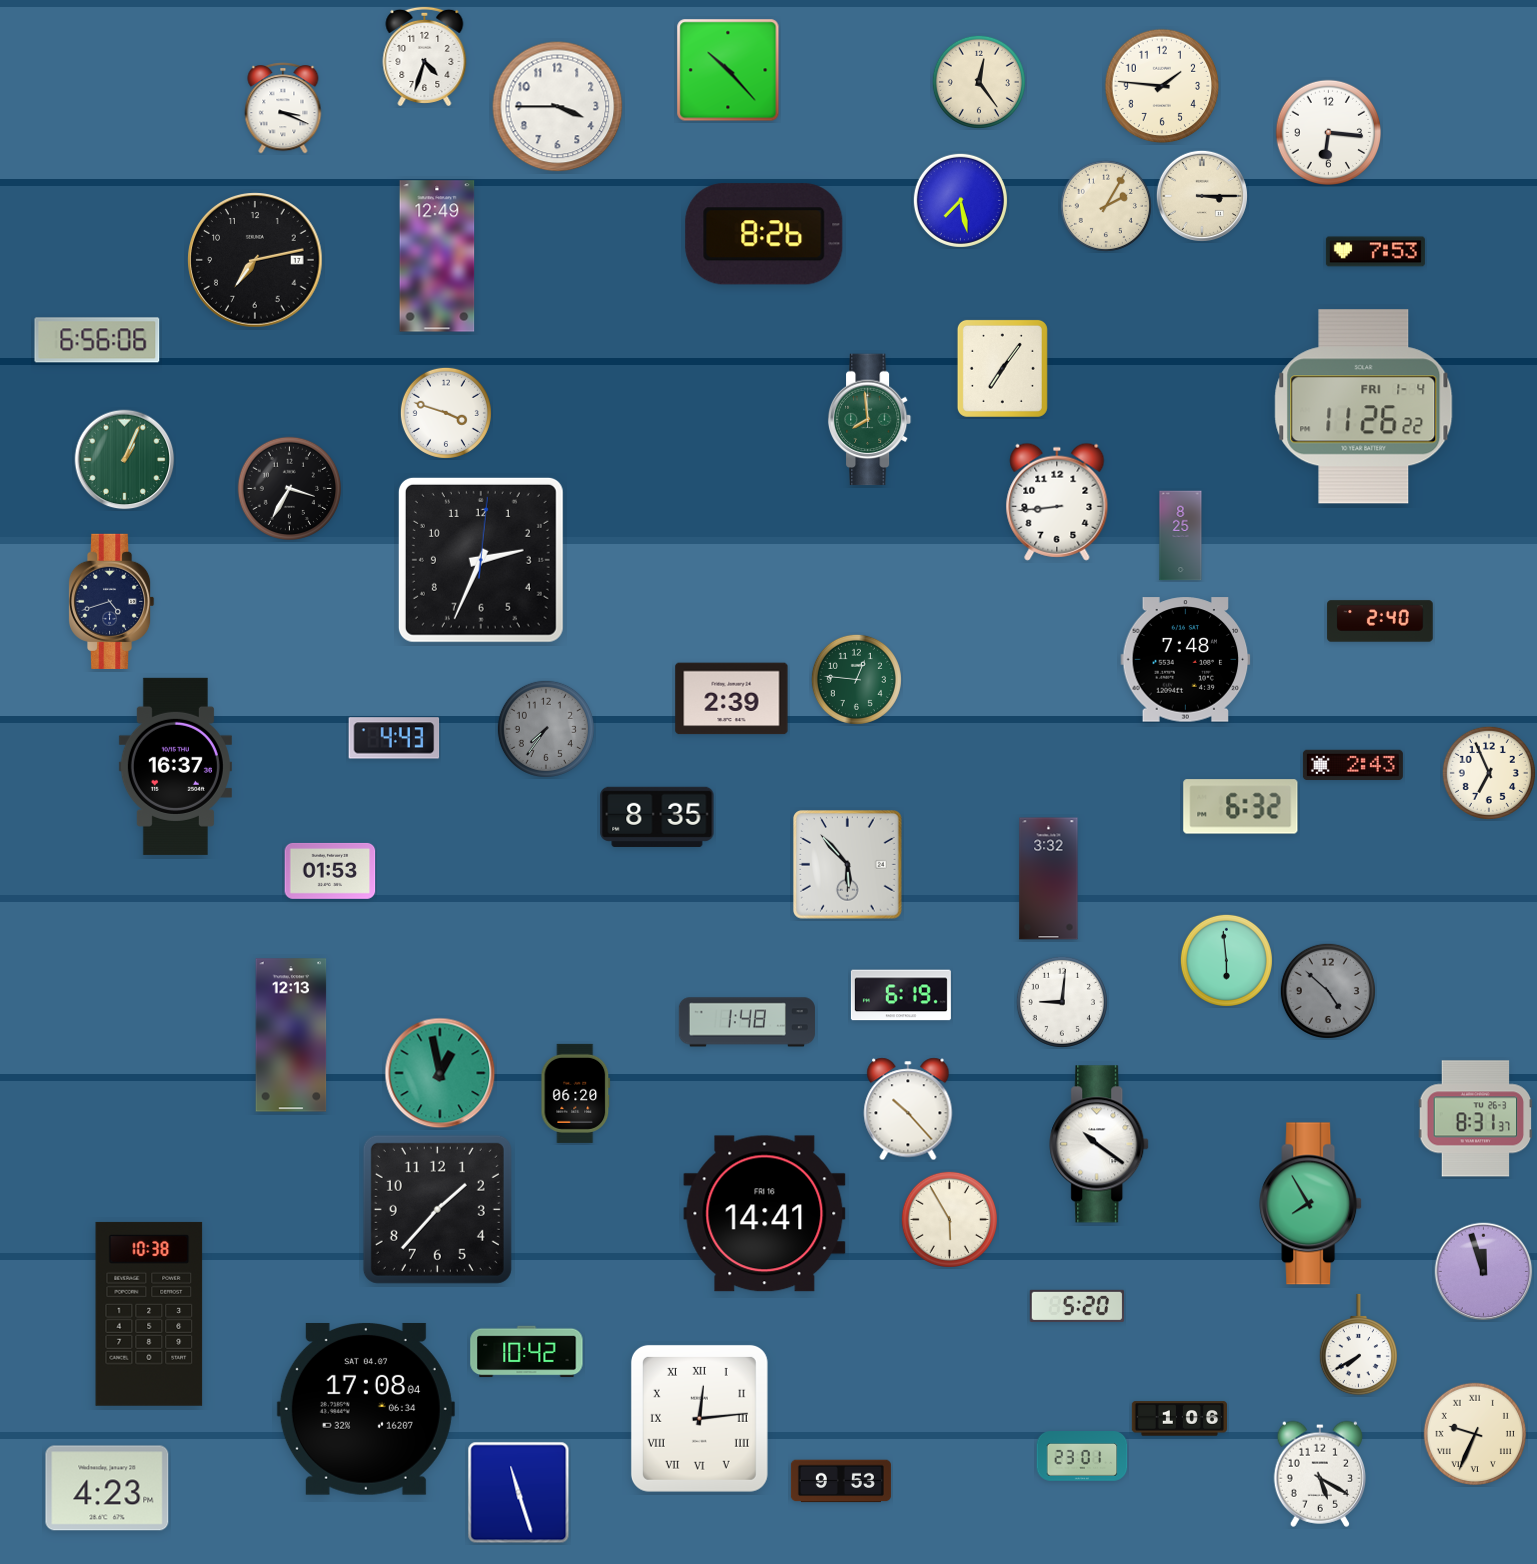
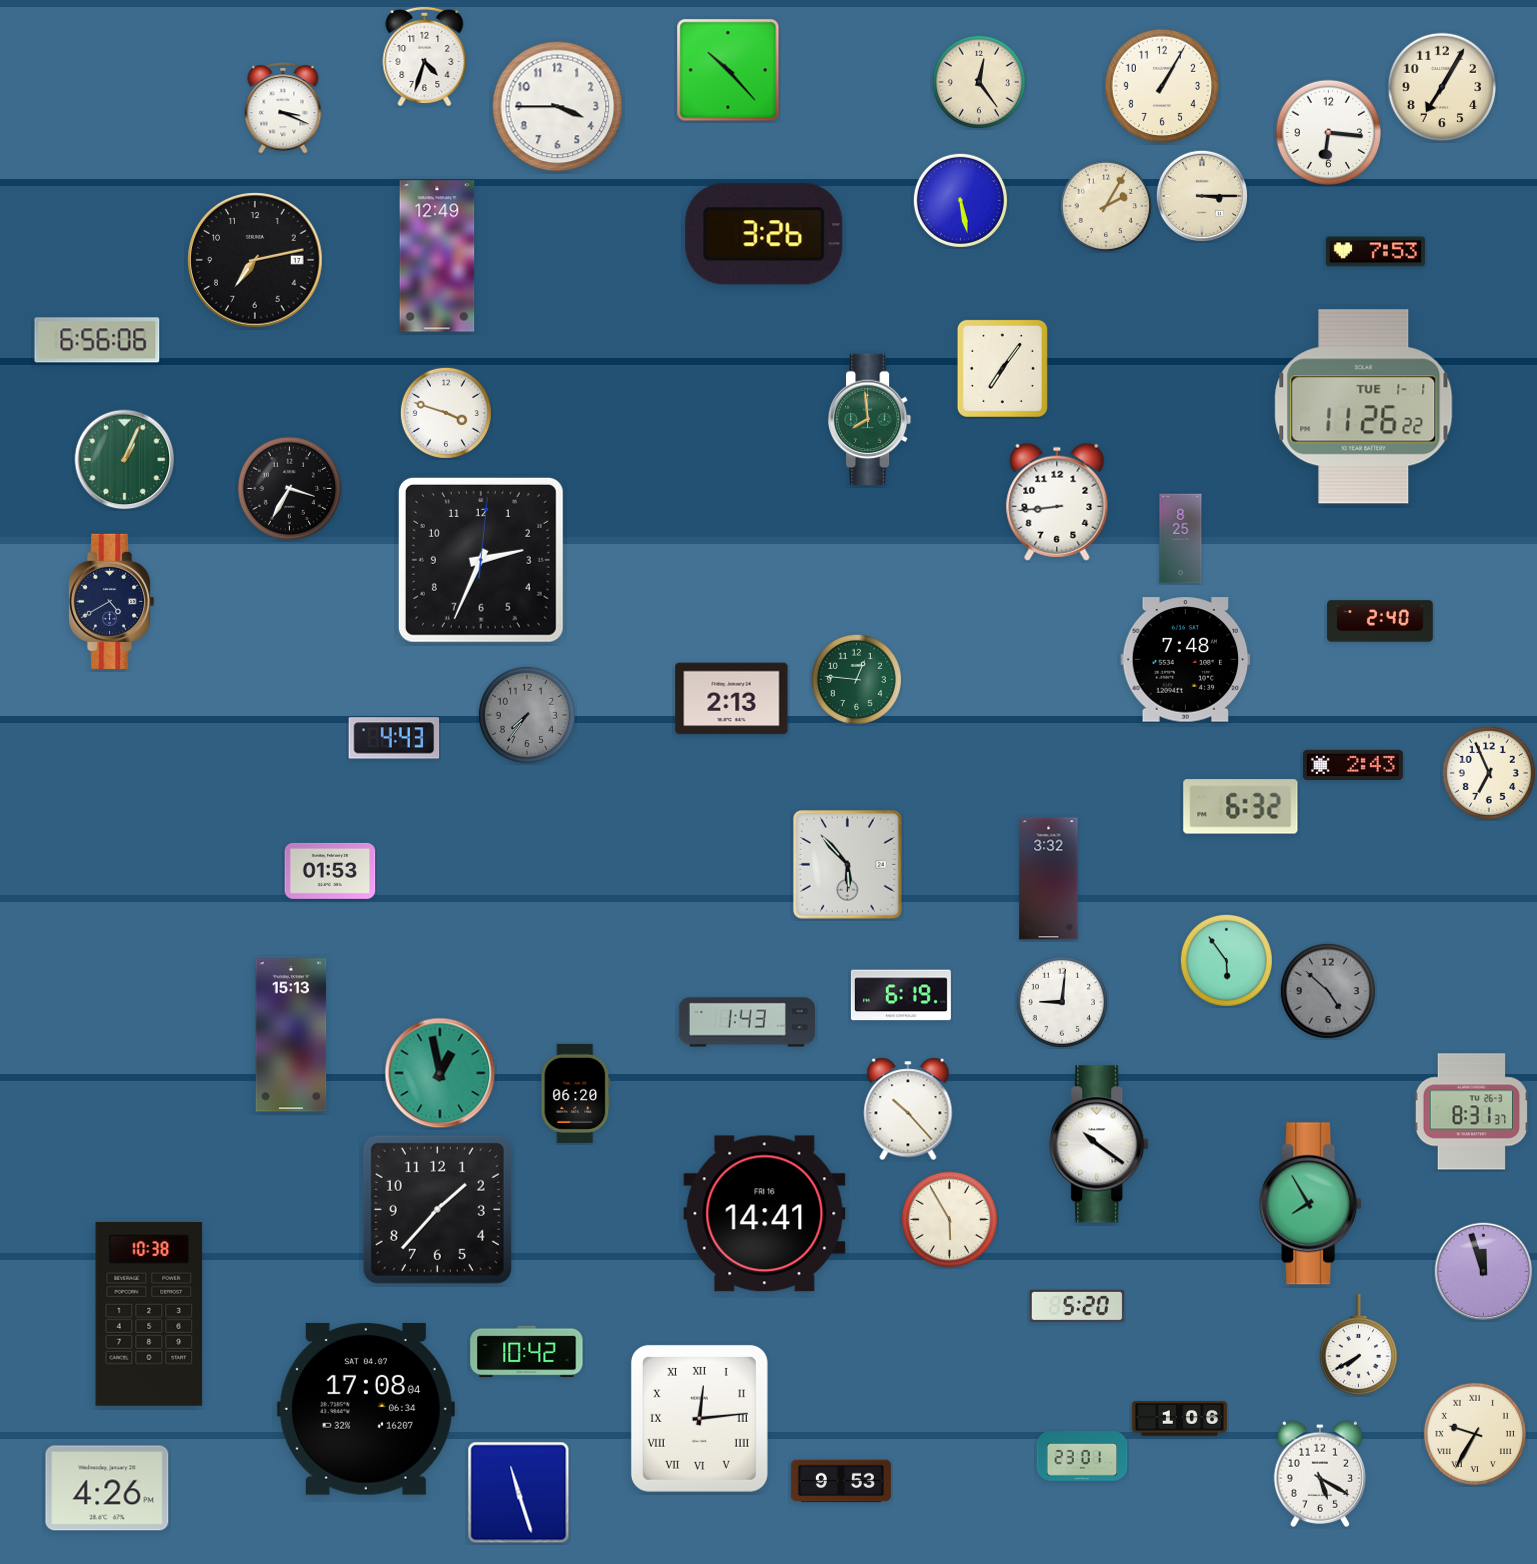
clock at (1162, 86): 1:46 -> 1:05
clock at (1442, 87): none -> 7:05
clock at (960, 200): 7:28 -> 5:28
clock at (764, 234): 8:26 -> 3:26
clock at (1364, 407) date: FRI 1-4 -> TUE 1-1
clock at (1181, 536) position: (1181, 536) -> (1181, 539)
clock at (111, 601): 4:42 -> 4:40
clock at (732, 699): 2:39 -> 2:13
clock at (546, 729) position: (546, 729) -> (527, 715)
clock at (175, 766): 16:37 -> none
clock at (657, 817): 8:35 -> none
clock at (1226, 960): 5:59 -> 5:54
clock at (747, 1022): 1:48 -> 1:43
clock at (291, 1035): 12:13 -> 15:13
clock at (1476, 1119) position: (1476, 1119) -> (1472, 1112)
clock at (1474, 1433): 9:34 -> 9:35
clock at (107, 1488): 4:23 -> 4:26
